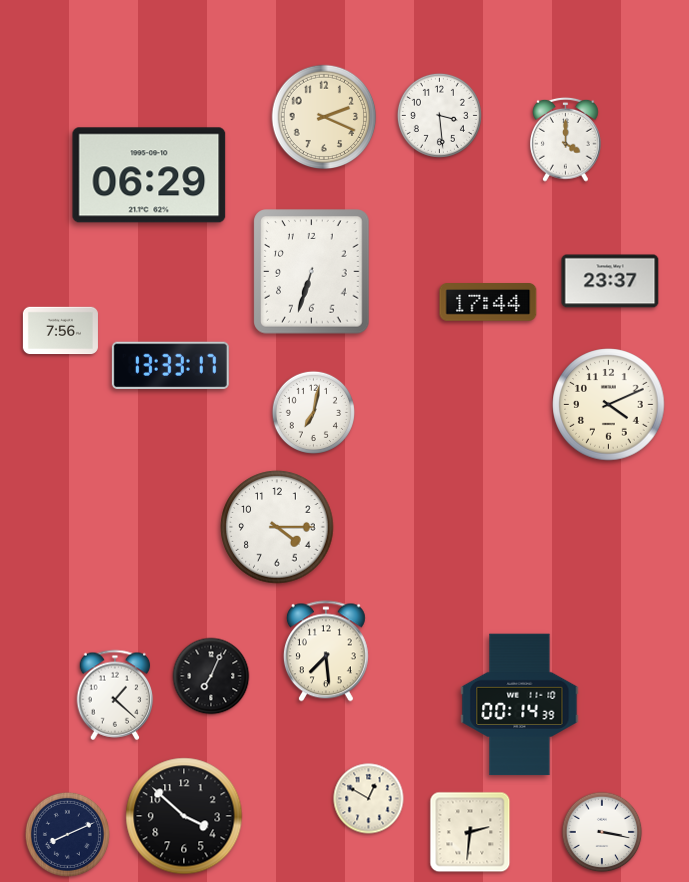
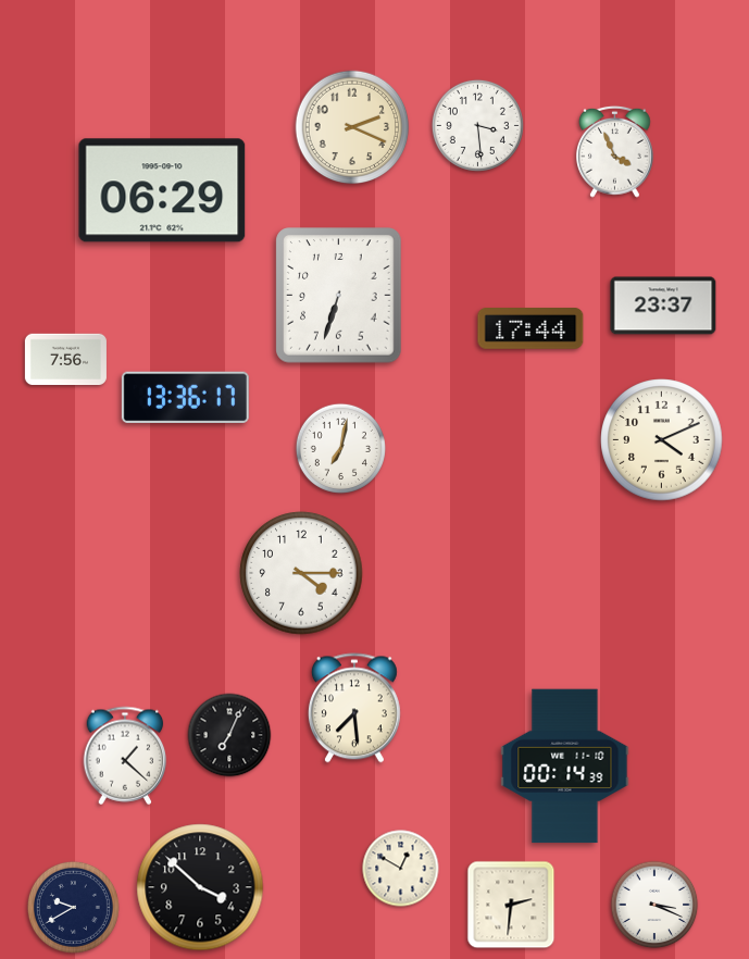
clock at (566, 139): 4:00 -> 3:56
clock at (170, 365): 13:33 -> 13:36
clock at (602, 832): 3:17 -> 3:19
clock at (67, 834): 8:11 -> 9:40
